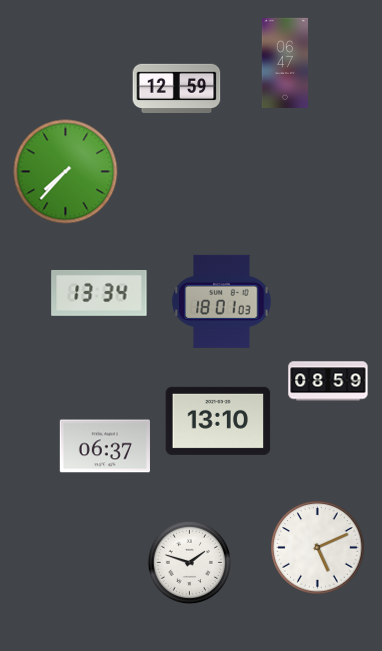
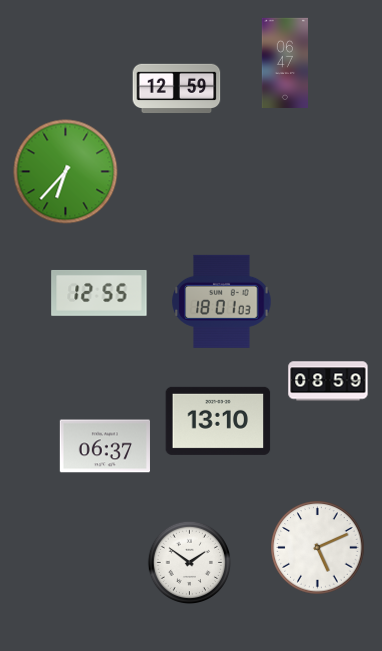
clock at (66, 172): 7:37 -> 6:37
clock at (99, 293): 13:34 -> 12:55
clock at (190, 563): 1:48 -> 1:51
